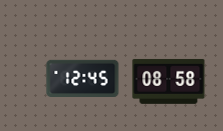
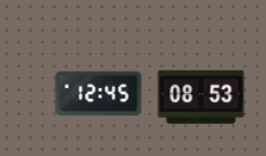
clock at (169, 81): 08:58 -> 08:53
